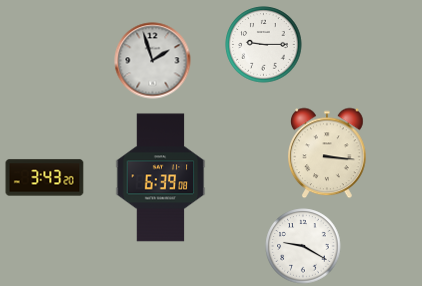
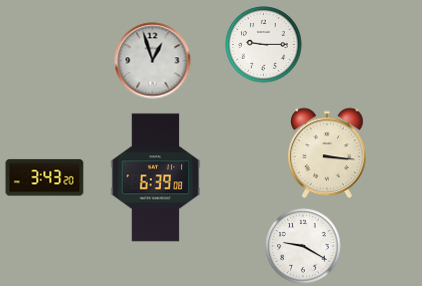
clock at (153, 61): 1:57 -> 12:57
clock at (161, 178) position: (161, 178) -> (156, 178)
